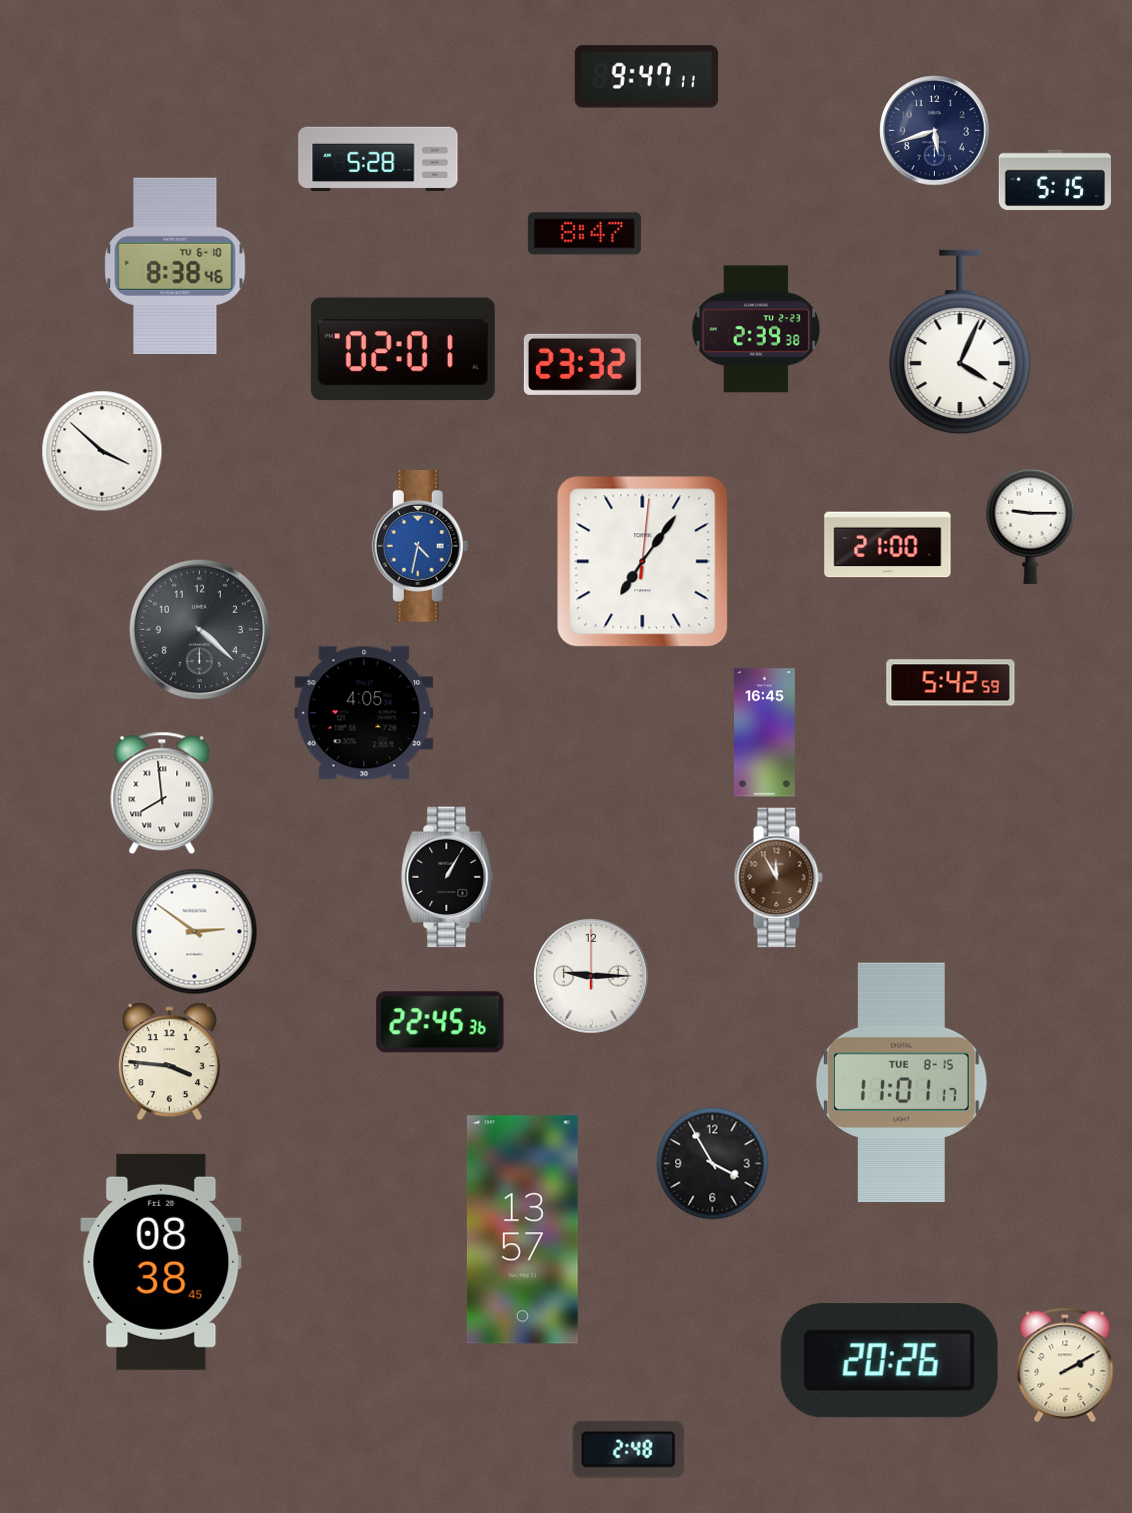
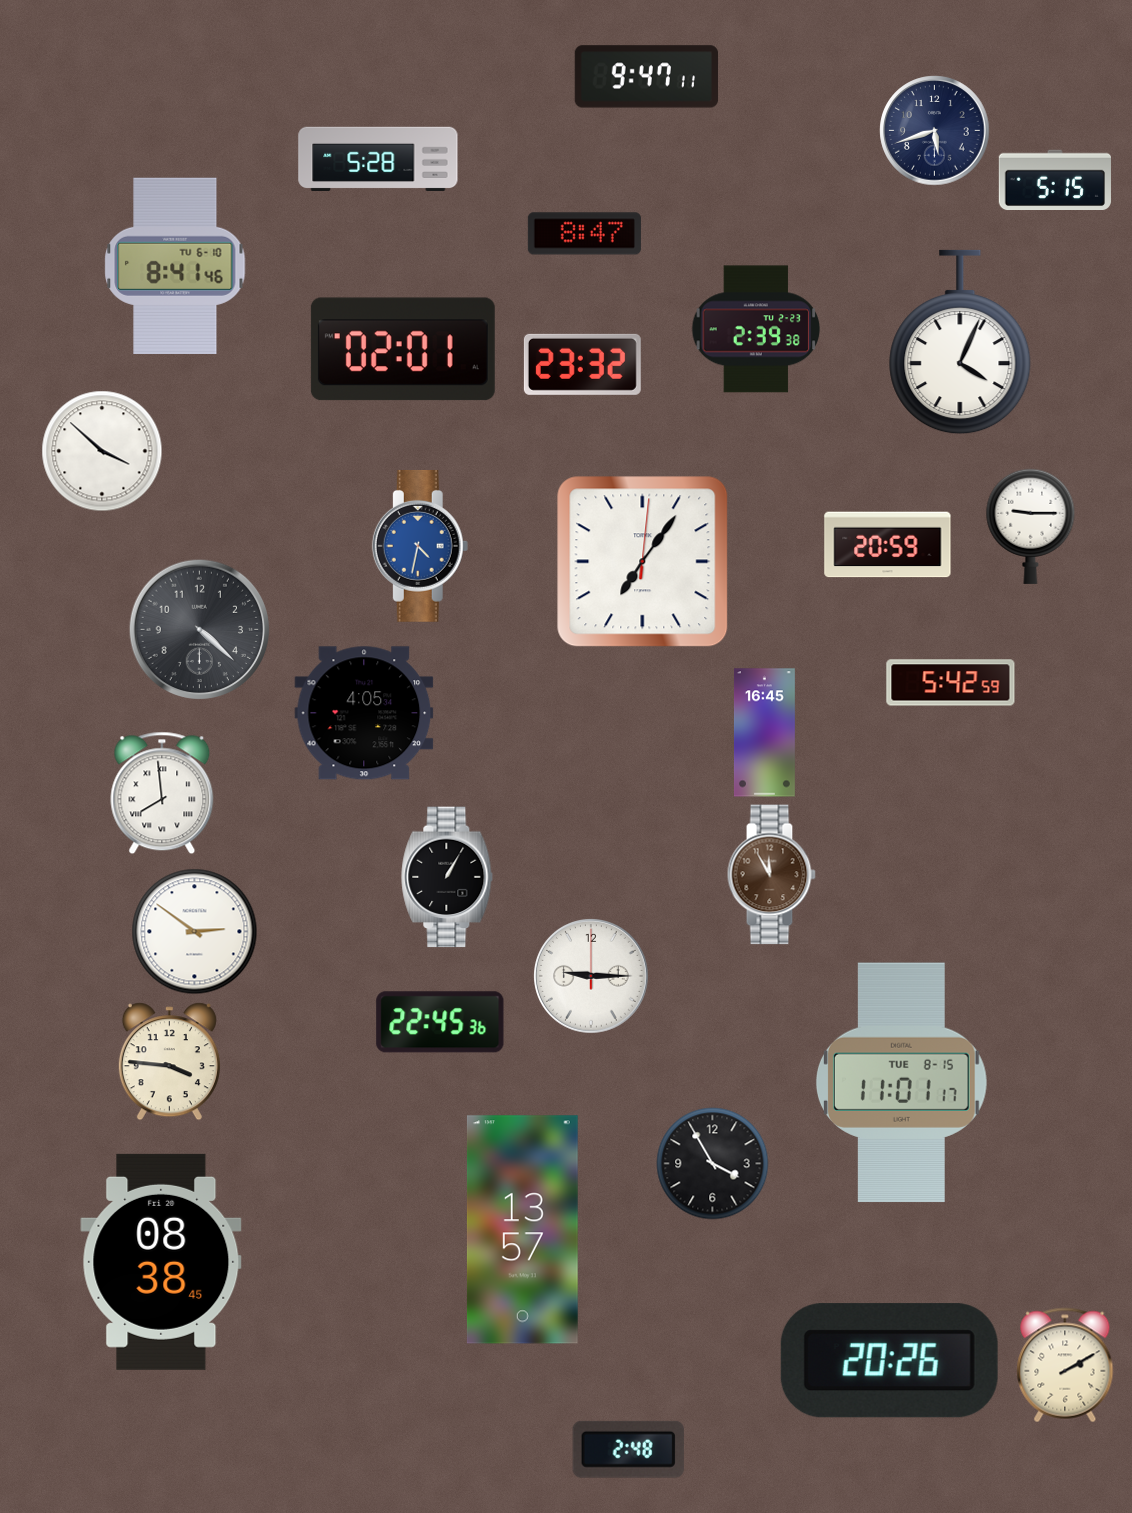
clock at (175, 266): 8:38 -> 8:41
clock at (888, 545): 21:00 -> 20:59
clock at (778, 878) position: (778, 878) -> (771, 875)
